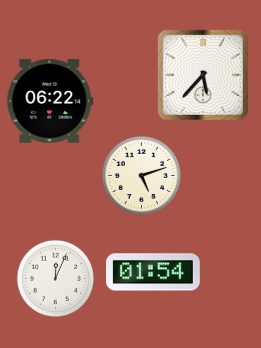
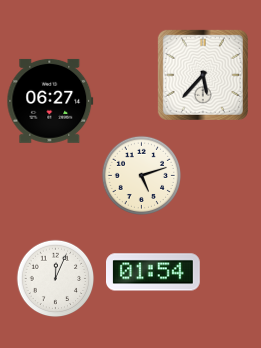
clock at (50, 101): 06:22 -> 06:27
